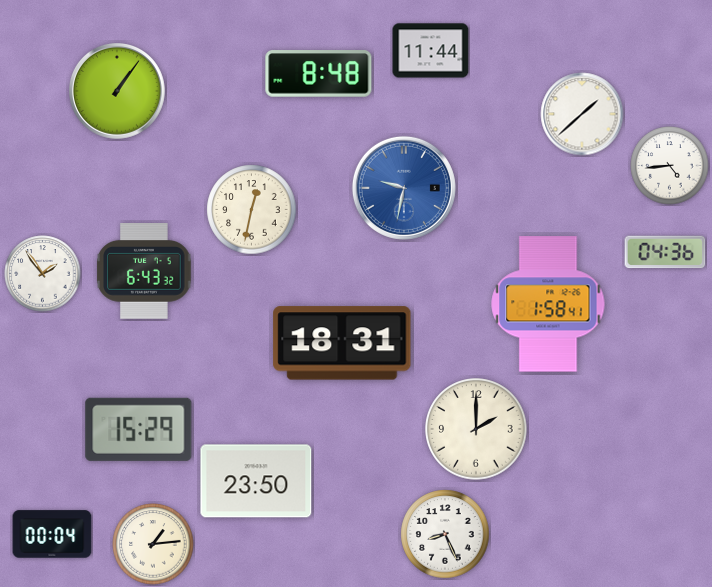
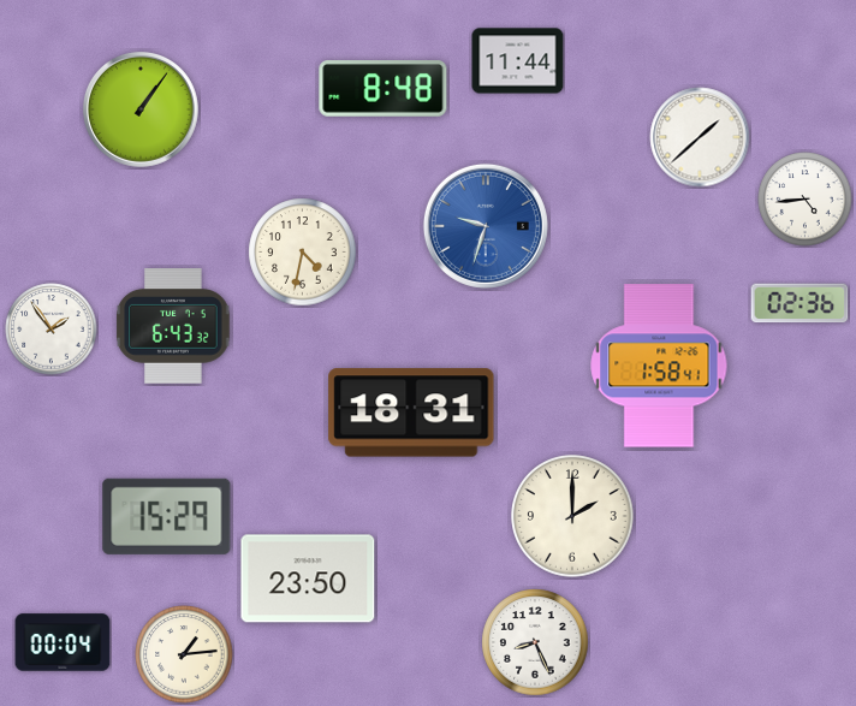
clock at (404, 188): 9:32 -> 9:33
clock at (252, 210): 12:32 -> 4:32
clock at (665, 252): 04:36 -> 02:36
